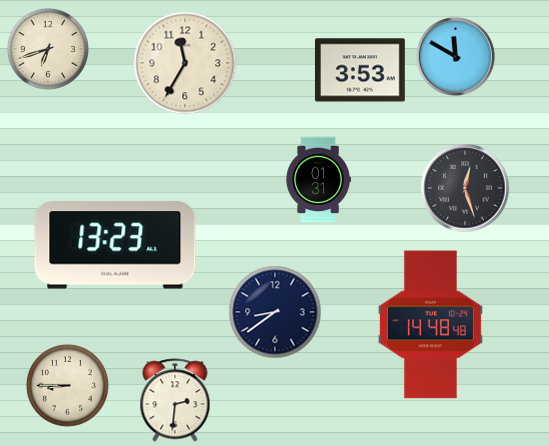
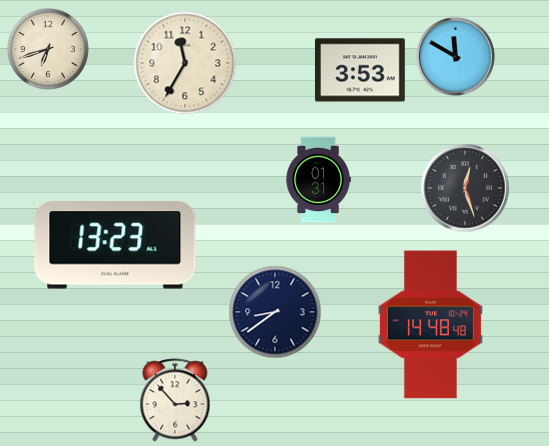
clock at (67, 385): 8:45 -> none
clock at (175, 400): 2:31 -> 2:53
